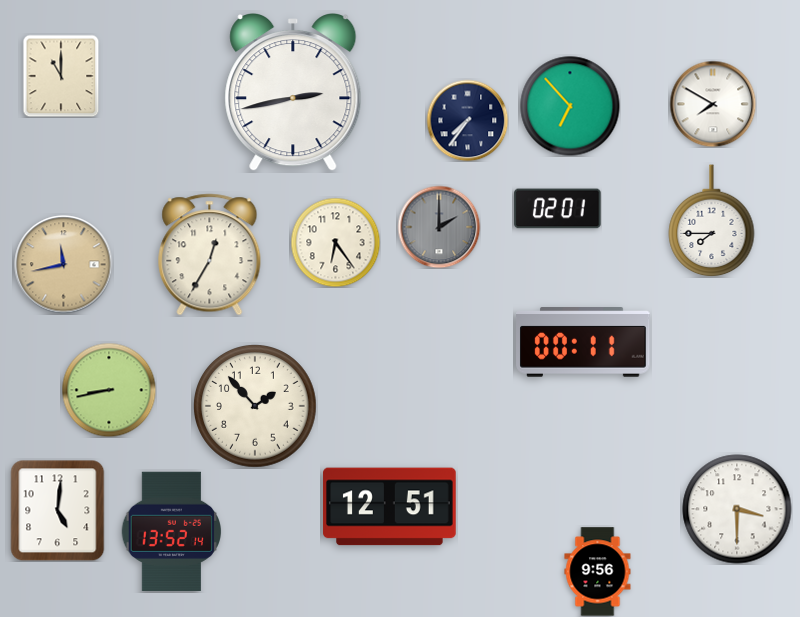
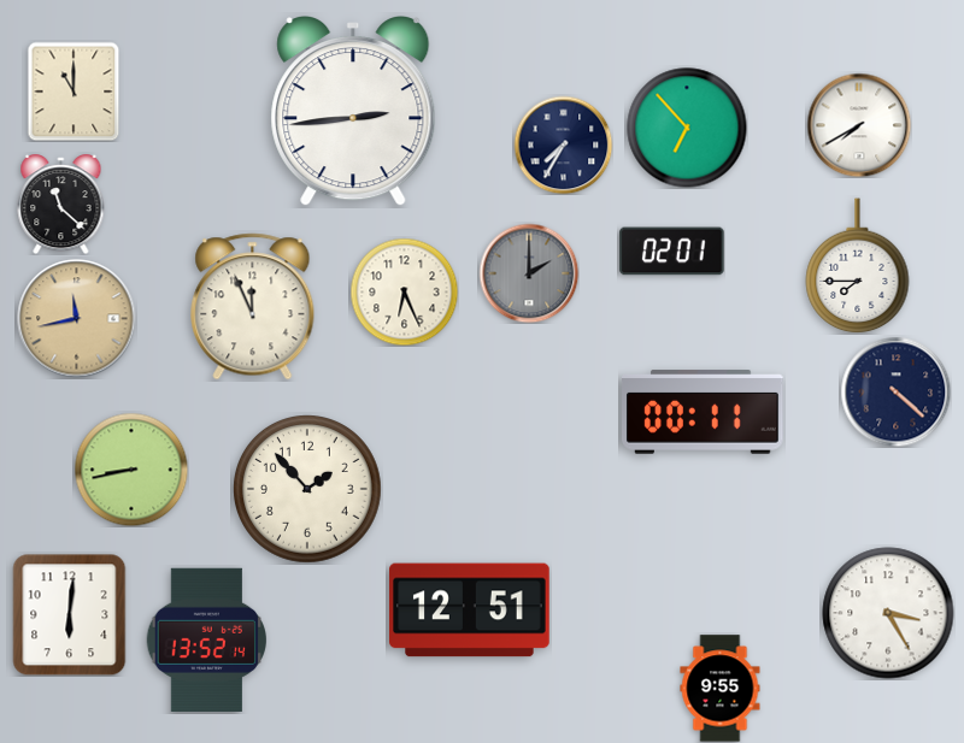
clock at (293, 93): 2:43 -> 2:44
clock at (713, 104): 7:50 -> 7:40
clock at (467, 120): 7:36 -> 7:35
clock at (61, 205): none -> 11:22
clock at (335, 242): 6:24 -> 6:26
clock at (210, 255): 12:35 -> 11:56
clock at (895, 391): none -> 4:22
clock at (737, 509): 3:30 -> 3:25
clock at (58, 510): 5:01 -> 6:01
clock at (598, 572): 9:56 -> 9:55
